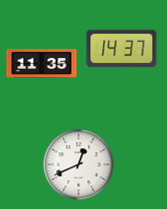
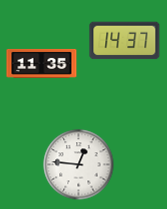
clock at (122, 49) position: (122, 49) -> (125, 41)
clock at (79, 165): 12:41 -> 12:46
